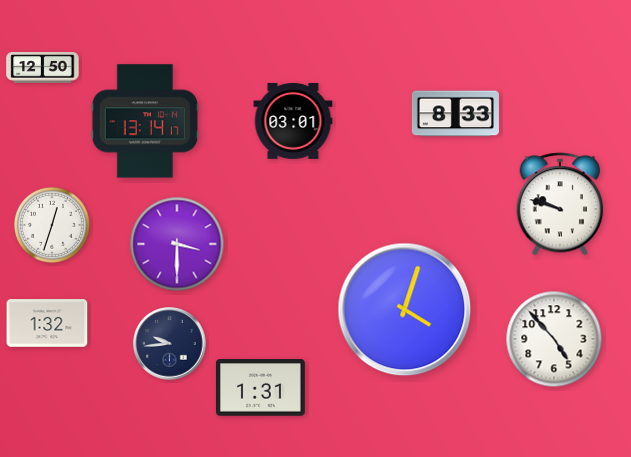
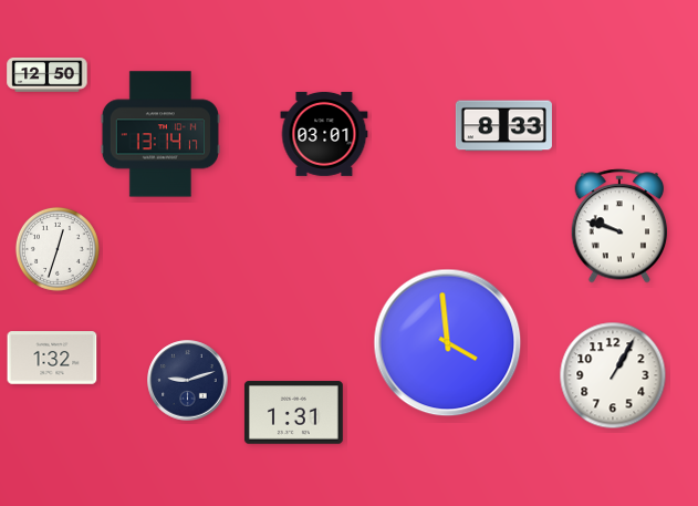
clock at (177, 244): 3:30 -> none
clock at (405, 310): 4:03 -> 3:59
clock at (554, 339): 4:53 -> 1:05
clock at (170, 344): 9:44 -> 9:12
clock at (260, 388) position: (260, 388) -> (293, 413)
